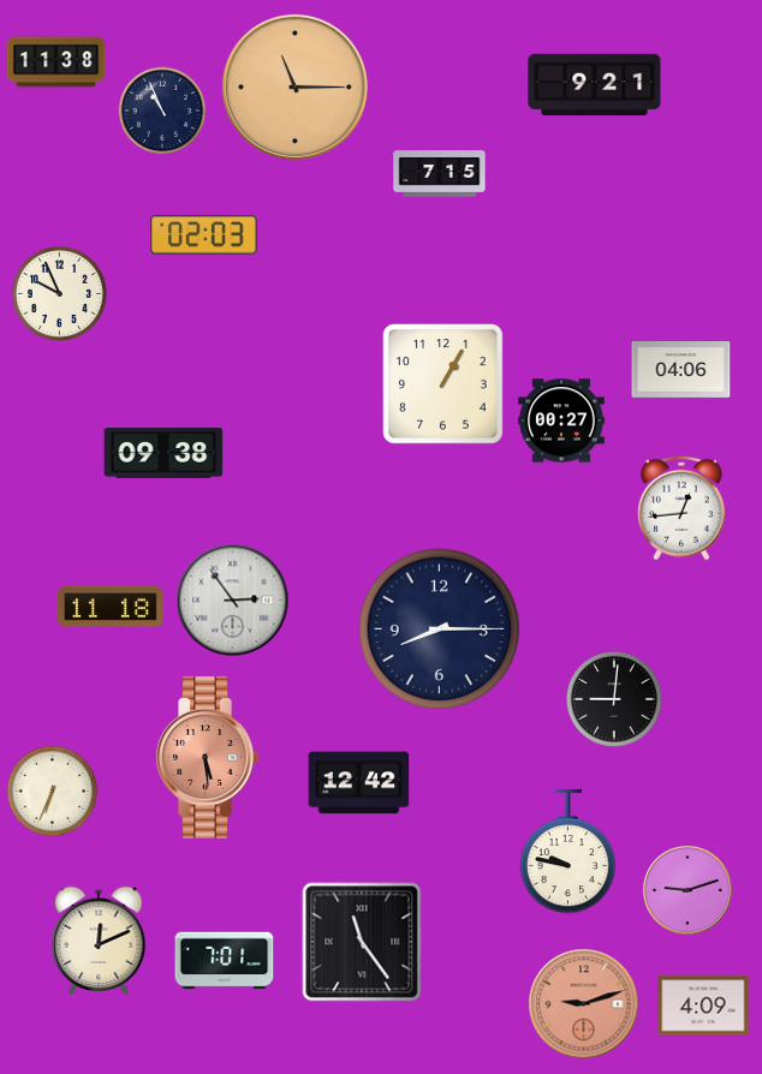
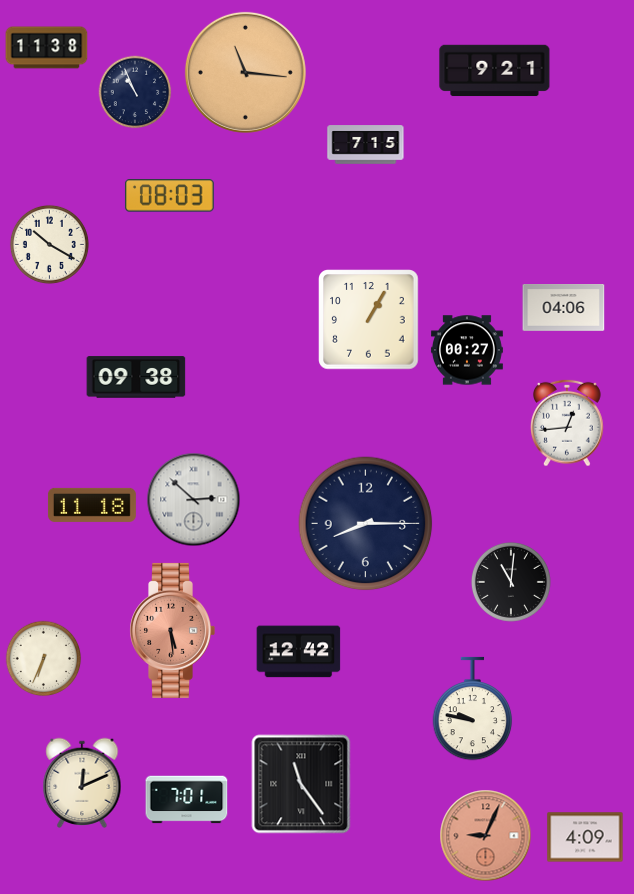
clock at (56, 62) position: (56, 62) -> (47, 48)
clock at (294, 86): 11:15 -> 11:16
clock at (203, 235): 02:03 -> 08:03
clock at (59, 293): 9:56 -> 10:20
clock at (681, 370) position: (681, 370) -> (564, 308)
clock at (233, 601): 2:54 -> 2:52
clock at (614, 699): 9:01 -> 11:01
clock at (687, 890): 9:12 -> none
clock at (584, 1004): 9:12 -> 9:04
